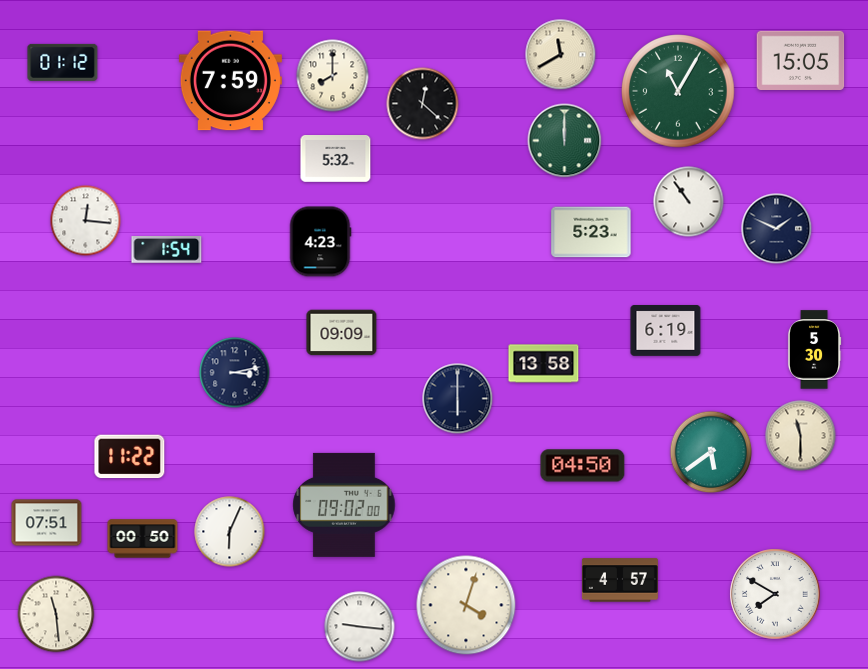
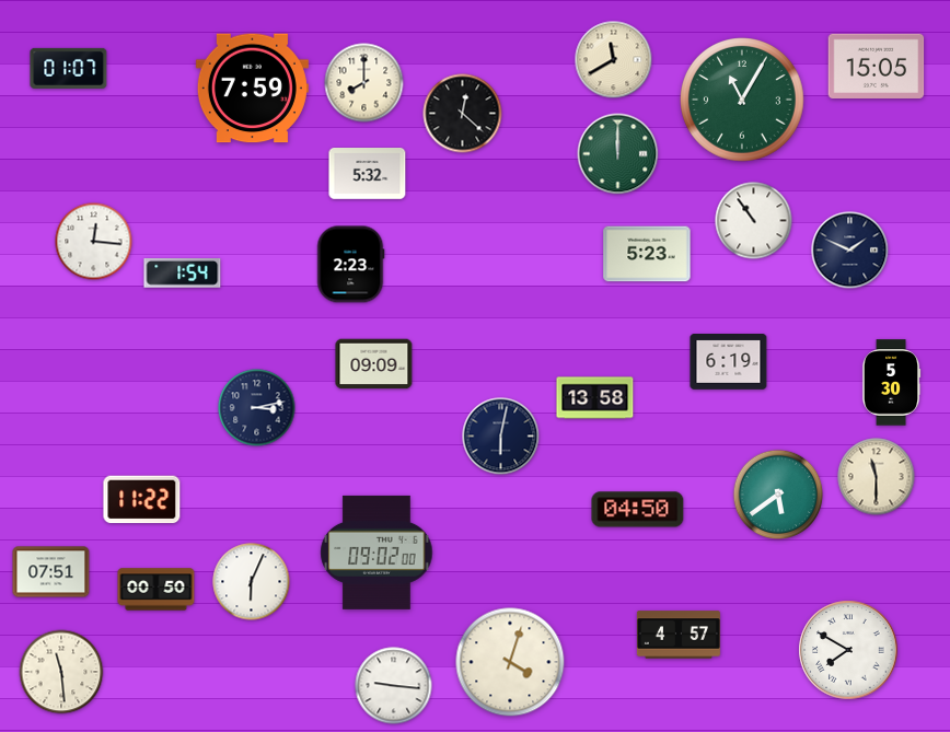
clock at (63, 62): 01:12 -> 01:07
clock at (320, 242): 4:23 -> 2:23
clock at (458, 399): 6:00 -> 6:02
